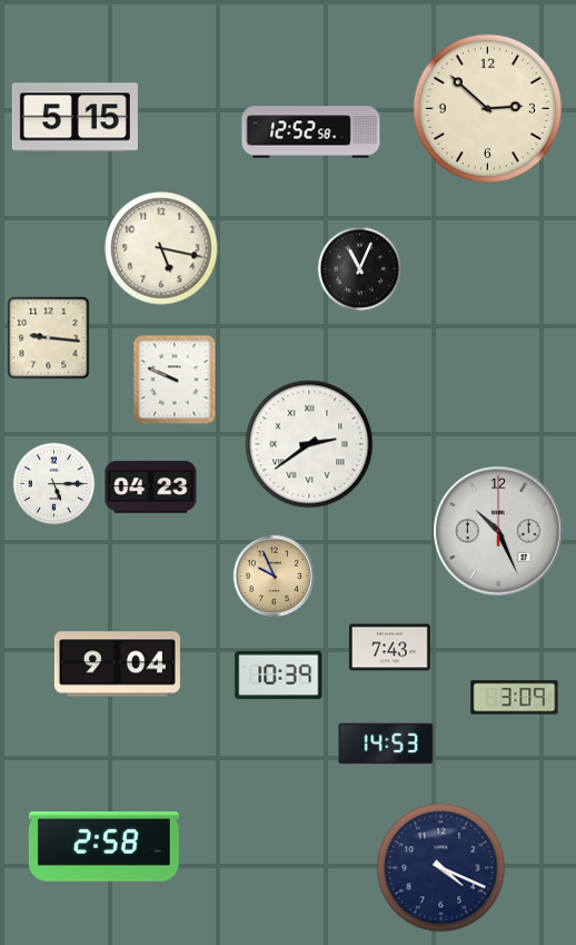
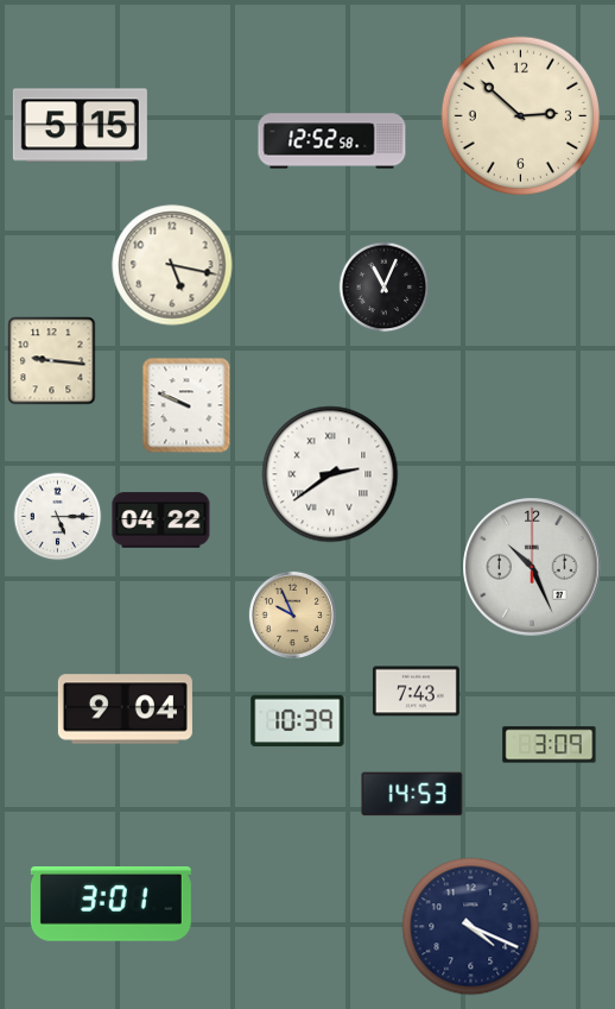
clock at (151, 488): 04:23 -> 04:22
clock at (103, 847): 2:58 -> 3:01
